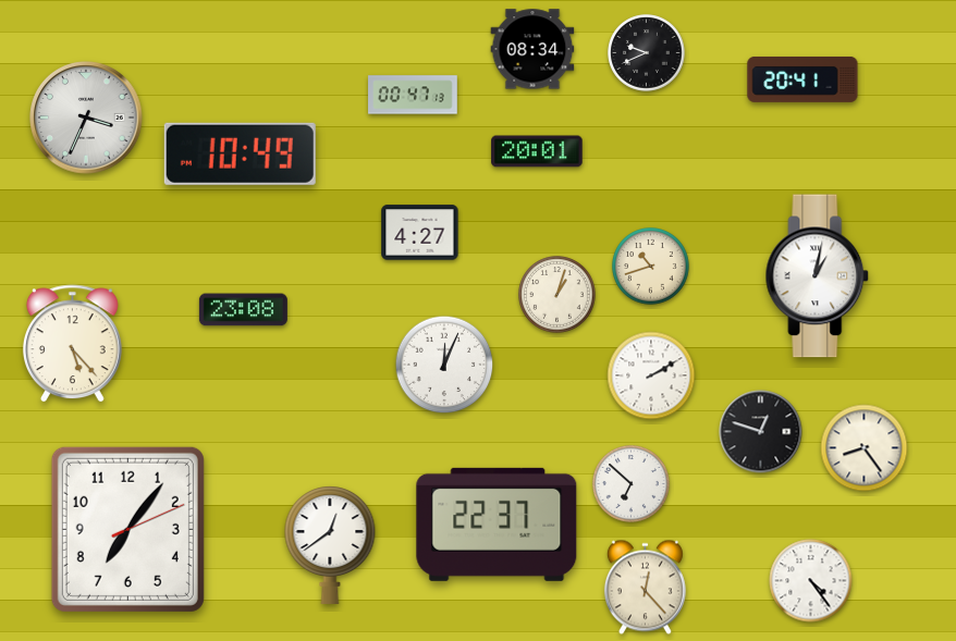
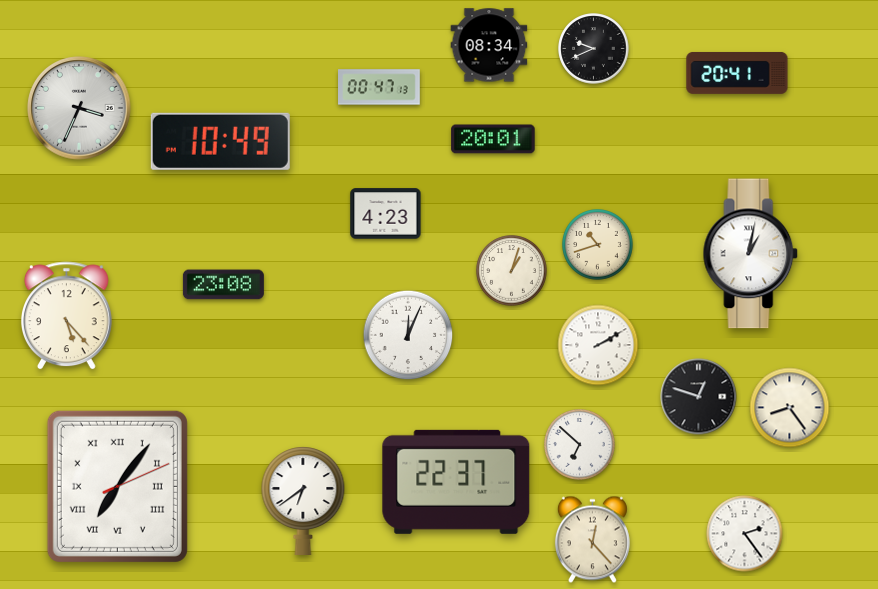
clock at (420, 233): 4:27 -> 4:23
clock at (865, 448) position: (865, 448) -> (790, 408)
clock at (127, 529) numerals: Arabic -> Roman
clock at (330, 544): 12:39 -> 6:39
clock at (811, 581): 4:24 -> 2:24
